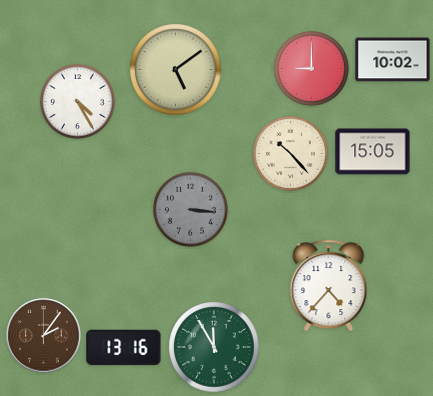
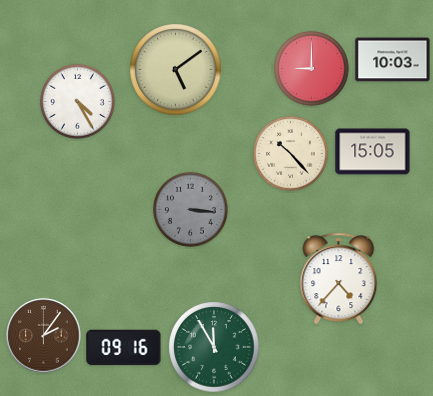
clock at (393, 60): 10:02 -> 10:03
clock at (329, 286) position: (329, 286) -> (339, 279)
clock at (124, 348): 13:16 -> 09:16
